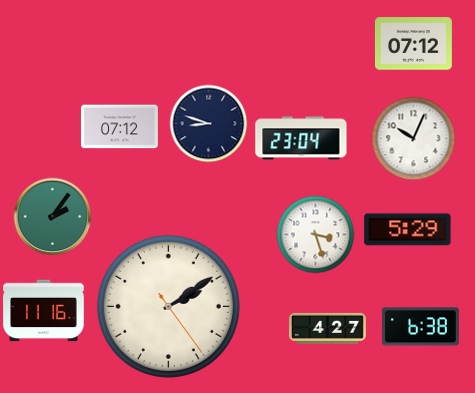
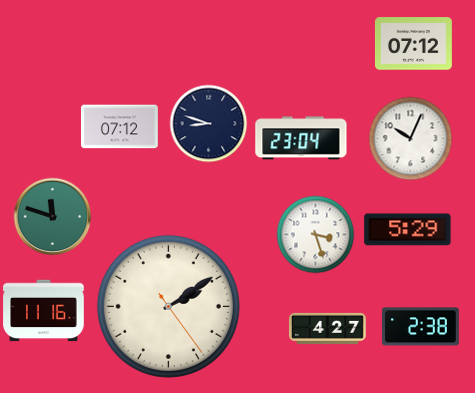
clock at (413, 138) position: (413, 138) -> (410, 138)
clock at (52, 216): 2:06 -> 11:48
clock at (420, 327): 6:38 -> 2:38
